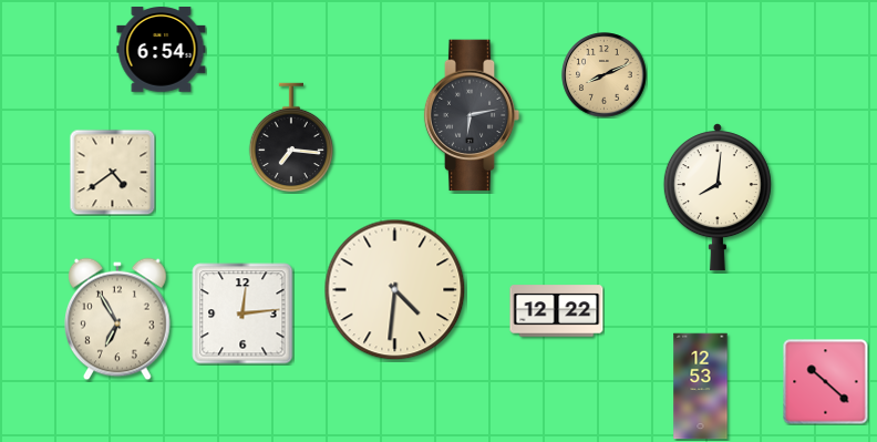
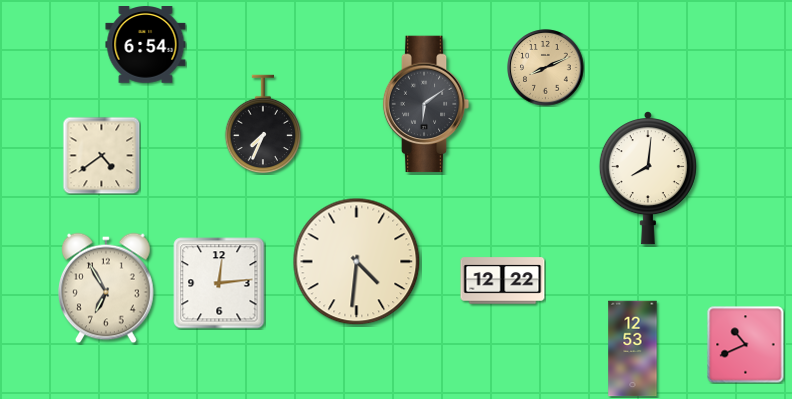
clock at (472, 115): 6:13 -> 6:09
clock at (291, 137): 7:16 -> 7:34
clock at (826, 382): 10:22 -> 10:41
